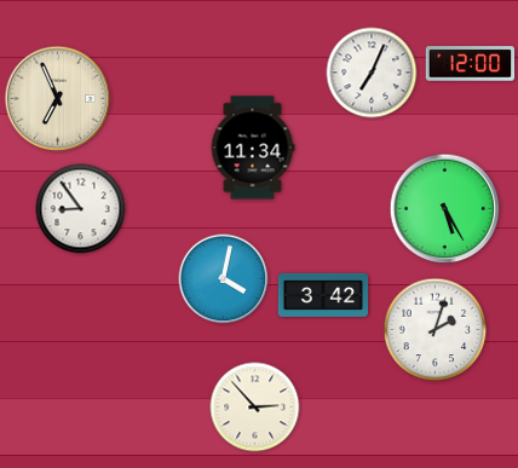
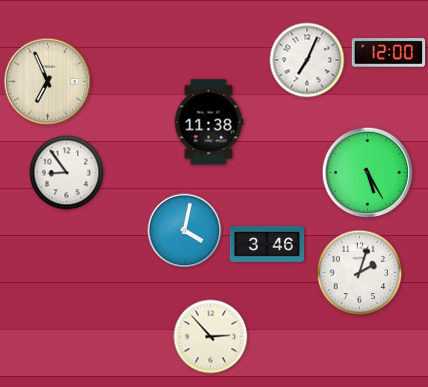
clock at (253, 148): 11:34 -> 11:38
clock at (323, 295): 3:42 -> 3:46
